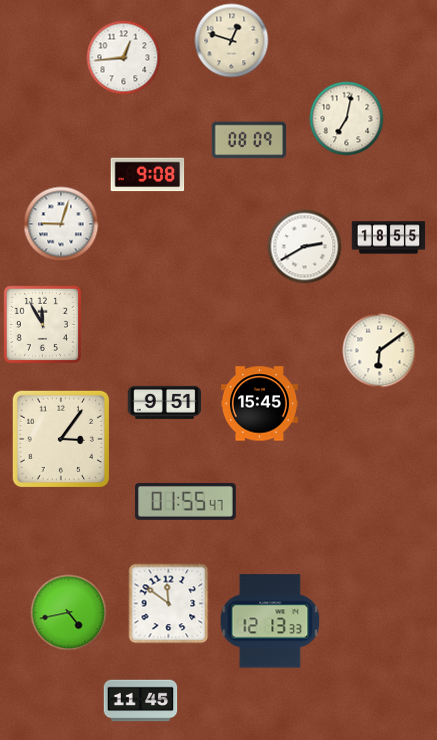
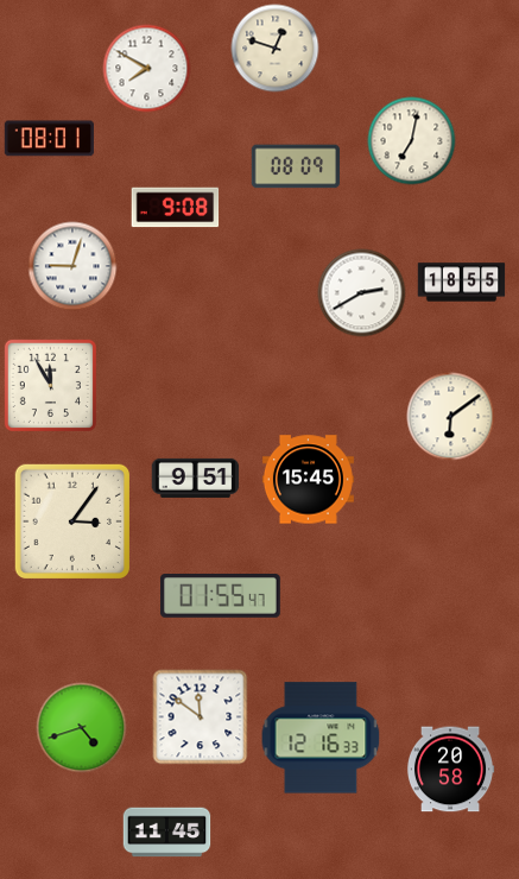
clock at (124, 58): 12:44 -> 7:50
clock at (49, 139): none -> 08:01
clock at (69, 613): 4:43 -> 4:42
clock at (270, 621): 12:13 -> 12:16
clock at (450, 770): none -> 20:58
